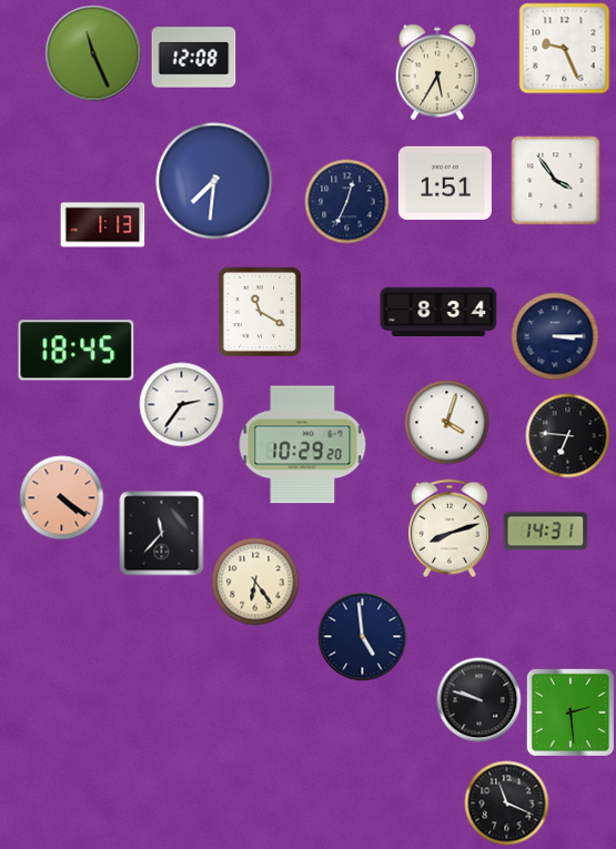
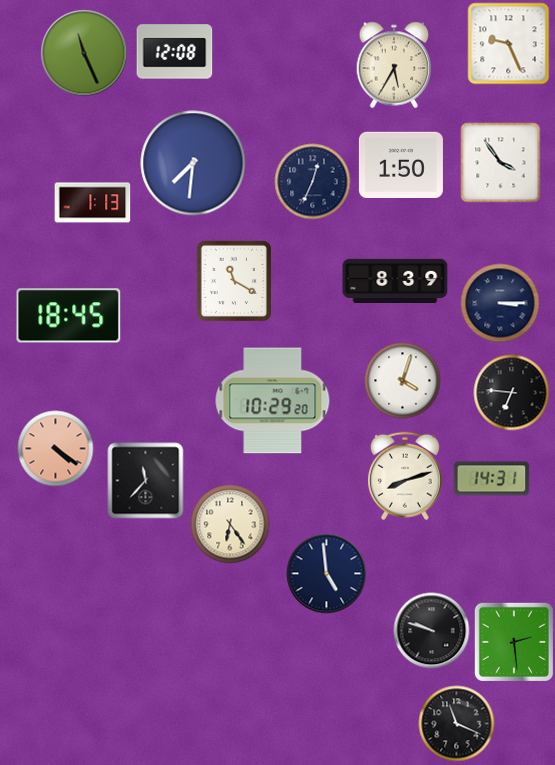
clock at (93, 53) position: (93, 53) -> (84, 53)
clock at (445, 182): 1:51 -> 1:50
clock at (438, 311): 8:34 -> 8:39
clock at (182, 405): 2:36 -> none
